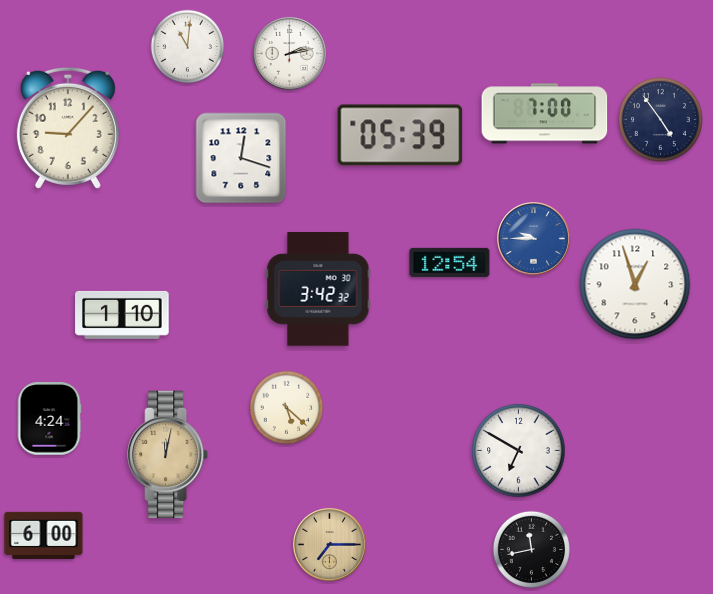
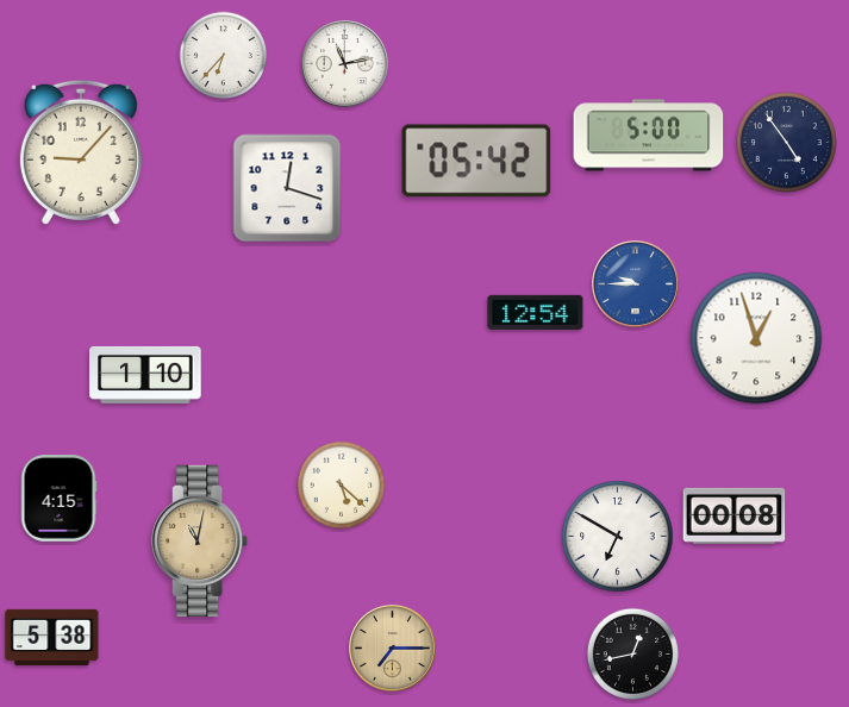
clock at (188, 47): 11:01 -> 6:37
clock at (289, 53): 2:13 -> 11:13
clock at (545, 114): 7:00 -> 5:00
clock at (400, 135): 05:39 -> 05:42
clock at (318, 289): 3:42 -> none
clock at (49, 419): 4:24 -> 4:15
clock at (735, 515): none -> 00:08
clock at (168, 455): 12:02 -> 11:02
clock at (44, 535): 6:00 -> 5:38
clock at (531, 549): 11:43 -> 12:43
